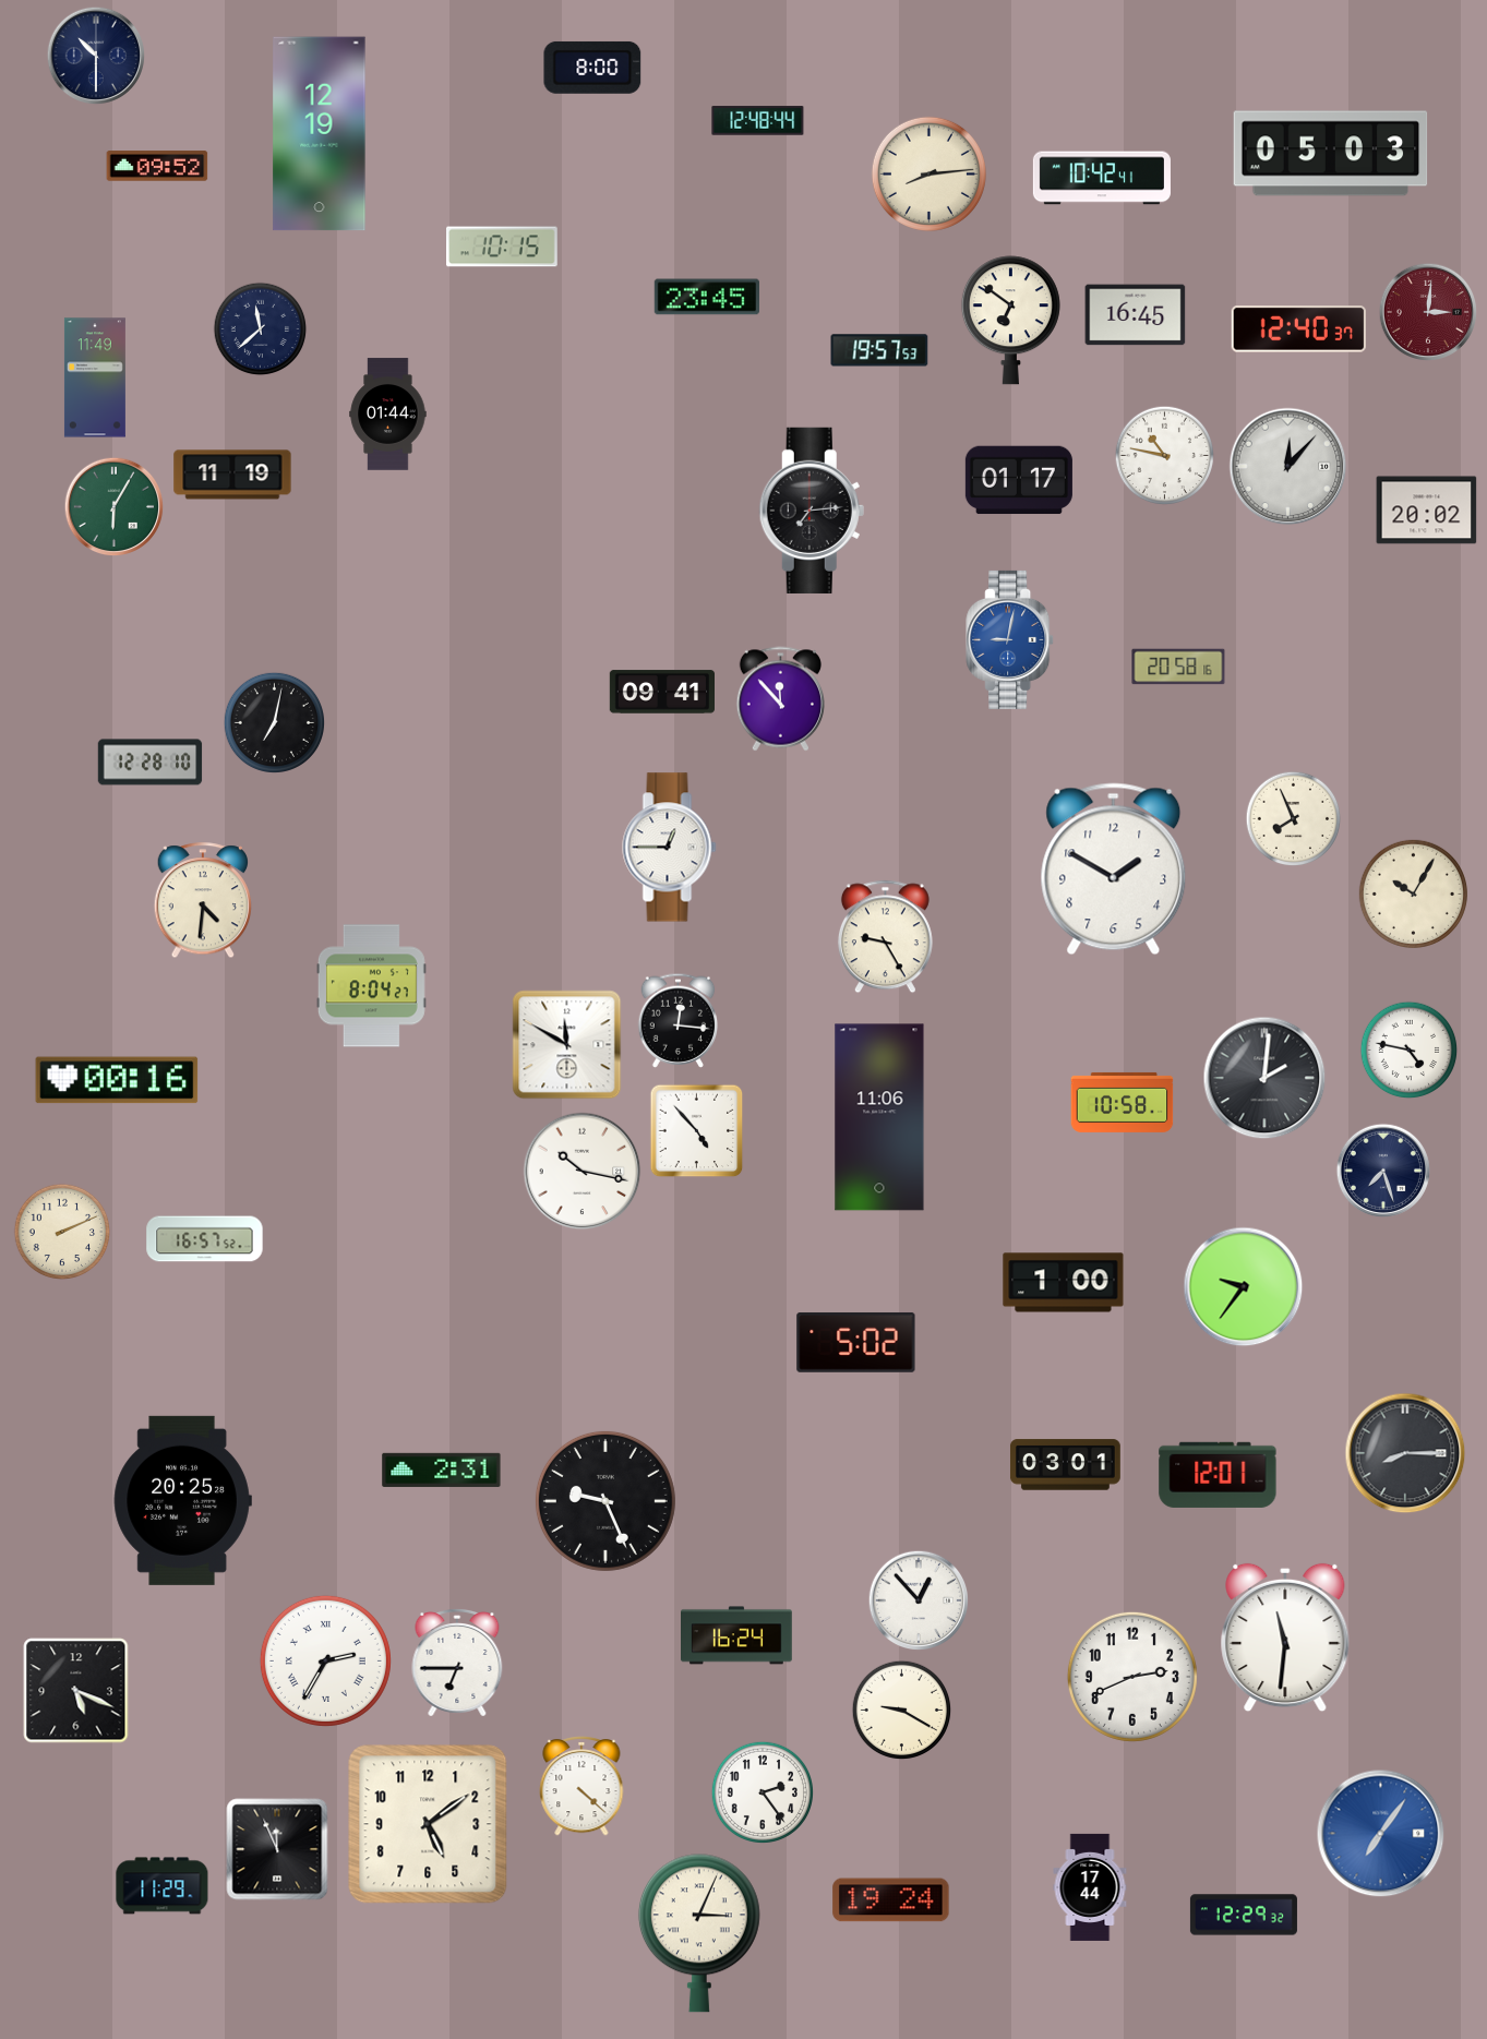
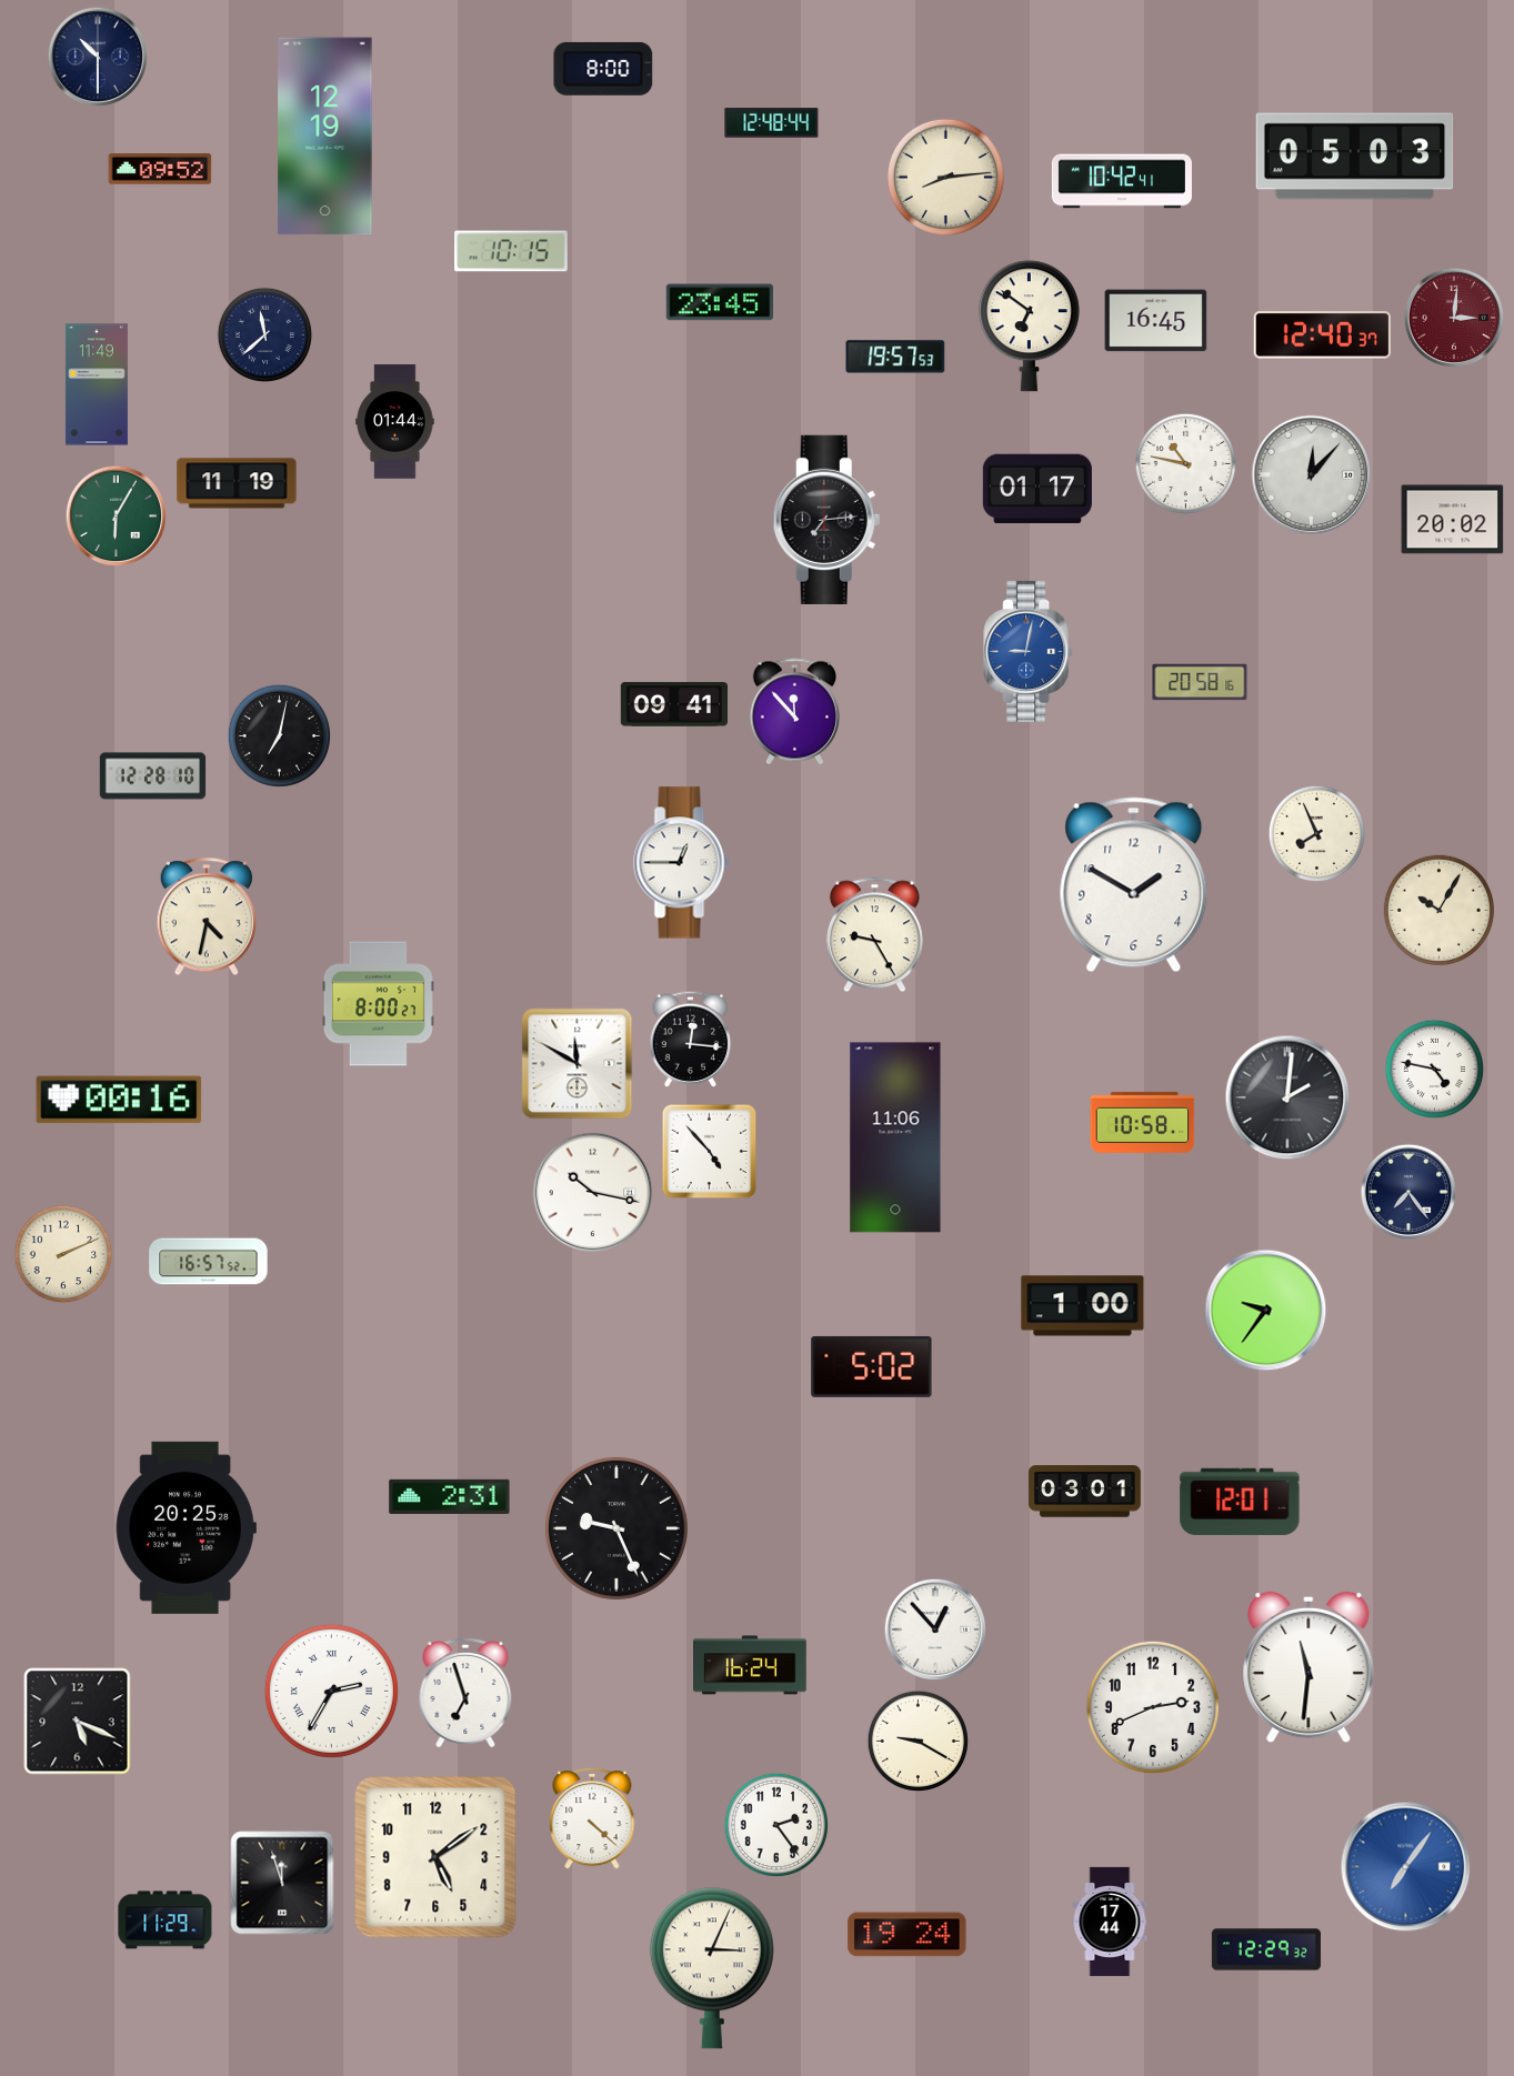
clock at (1178, 667) position: (1178, 667) -> (1200, 682)
clock at (202, 901): 4:31 -> 4:32
clock at (885, 937) position: (885, 937) -> (874, 935)
clock at (371, 986): 8:04 -> 8:00
clock at (1382, 1170): 7:27 -> 7:24
clock at (1405, 1453): 8:15 -> none
clock at (457, 1663): 6:45 -> 6:57
clock at (277, 1849): 11:56 -> 11:57
